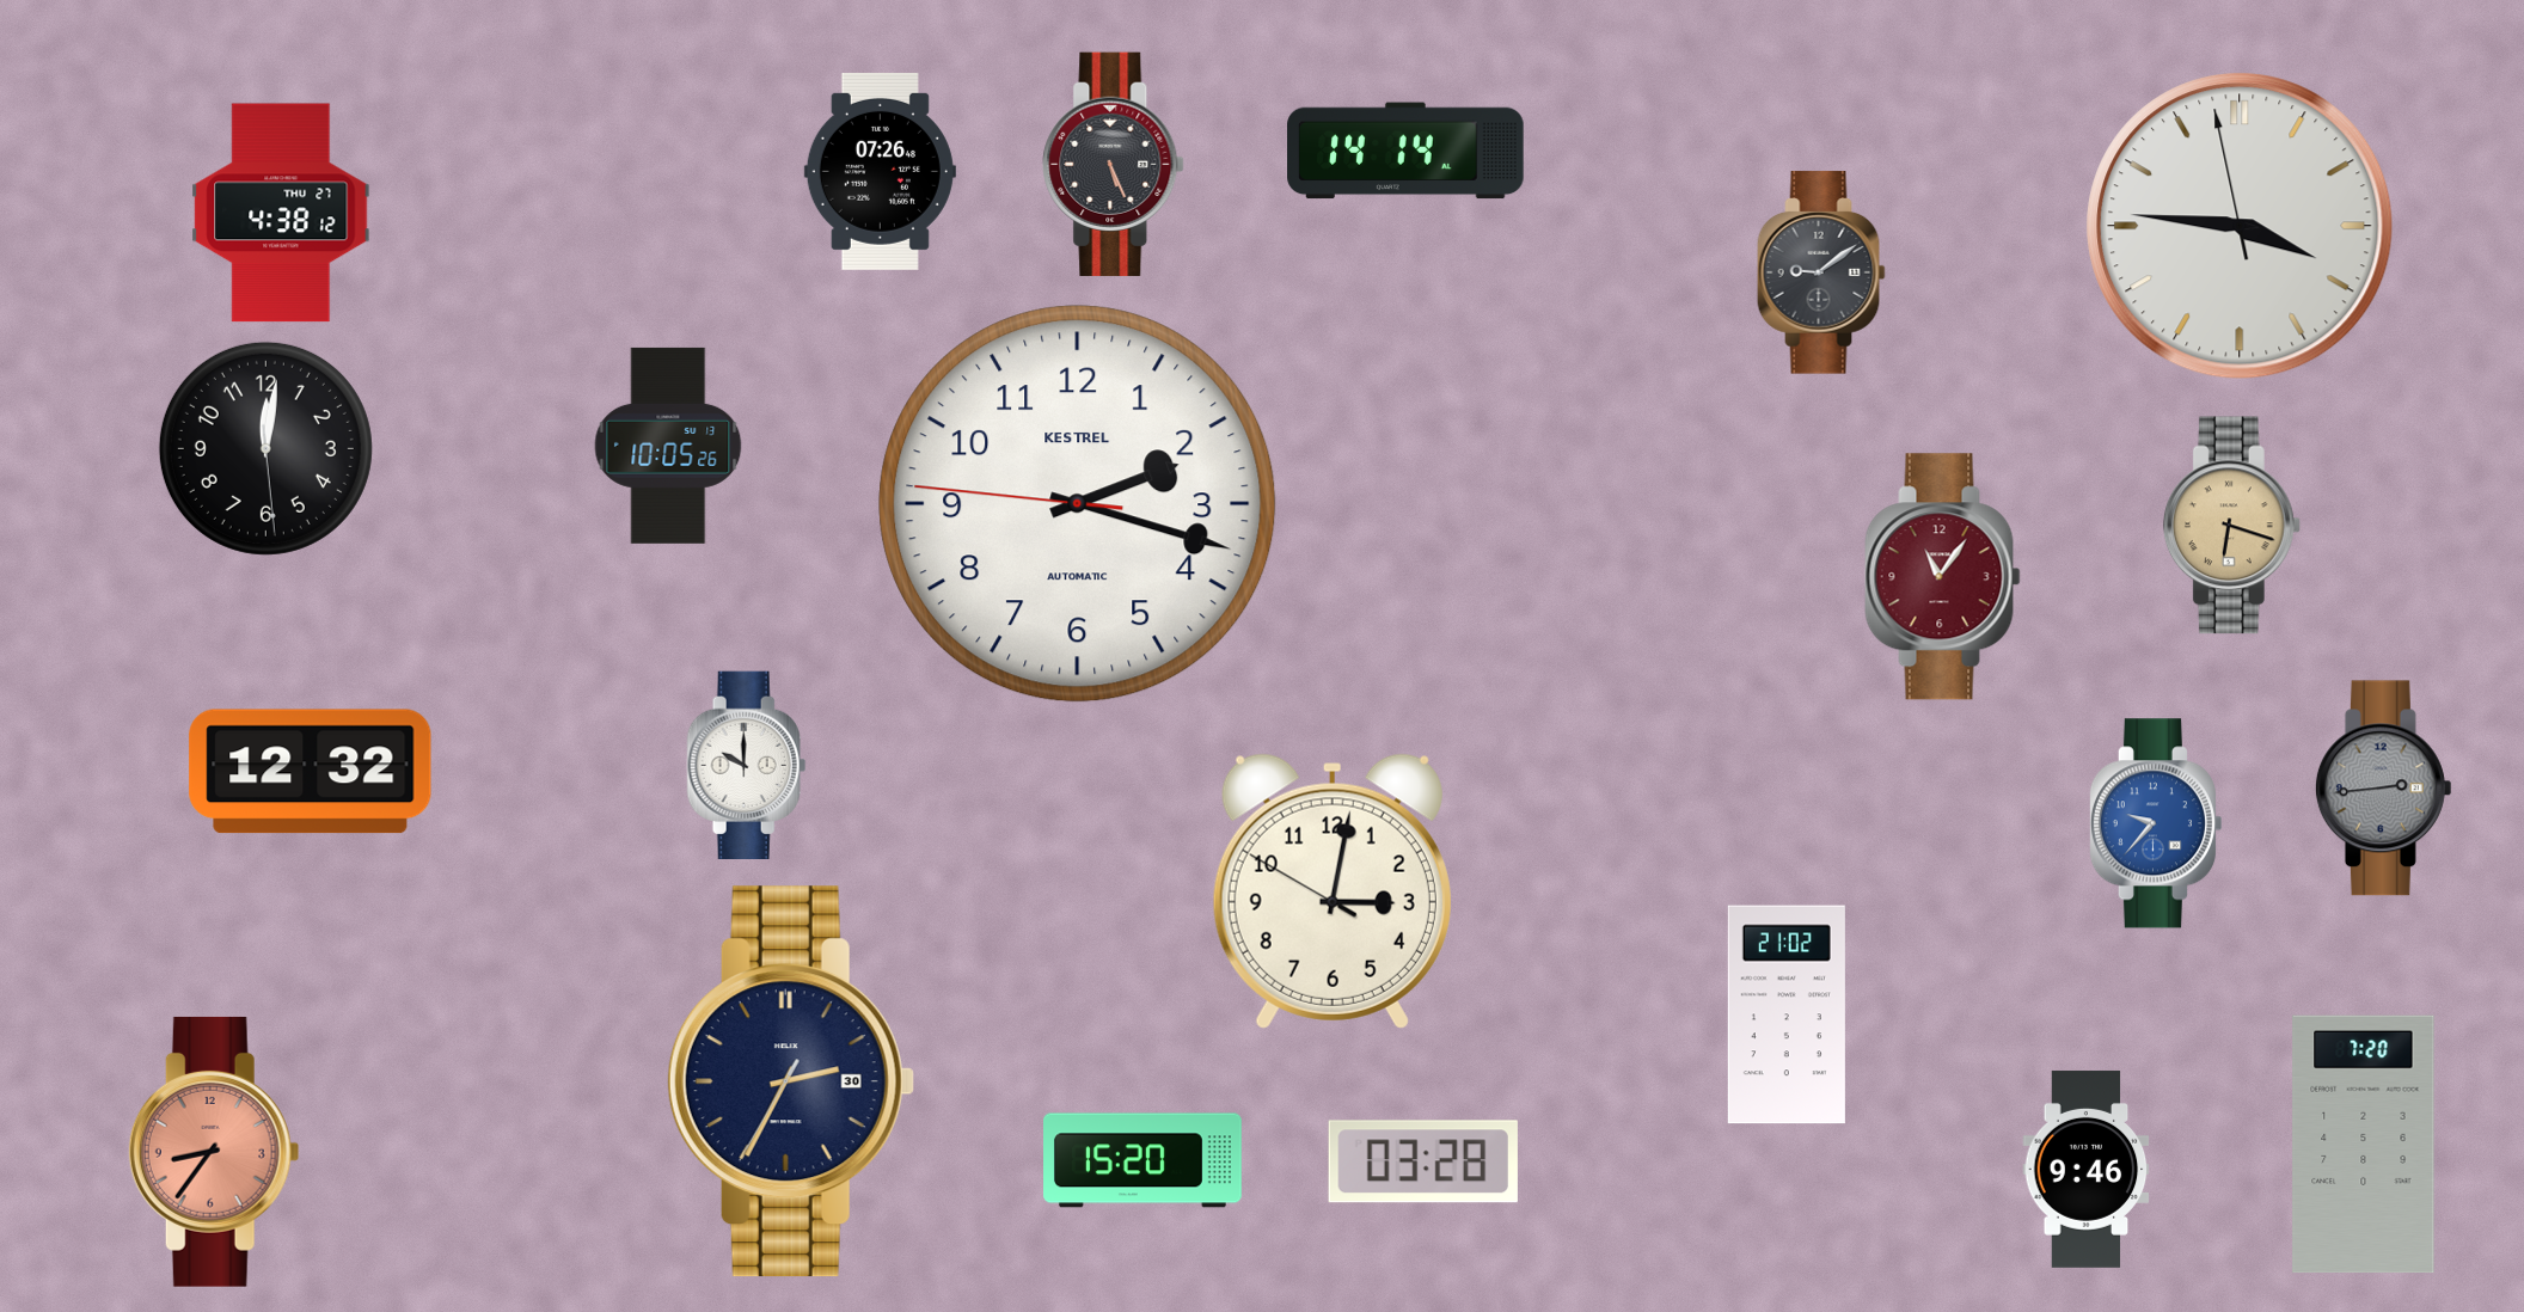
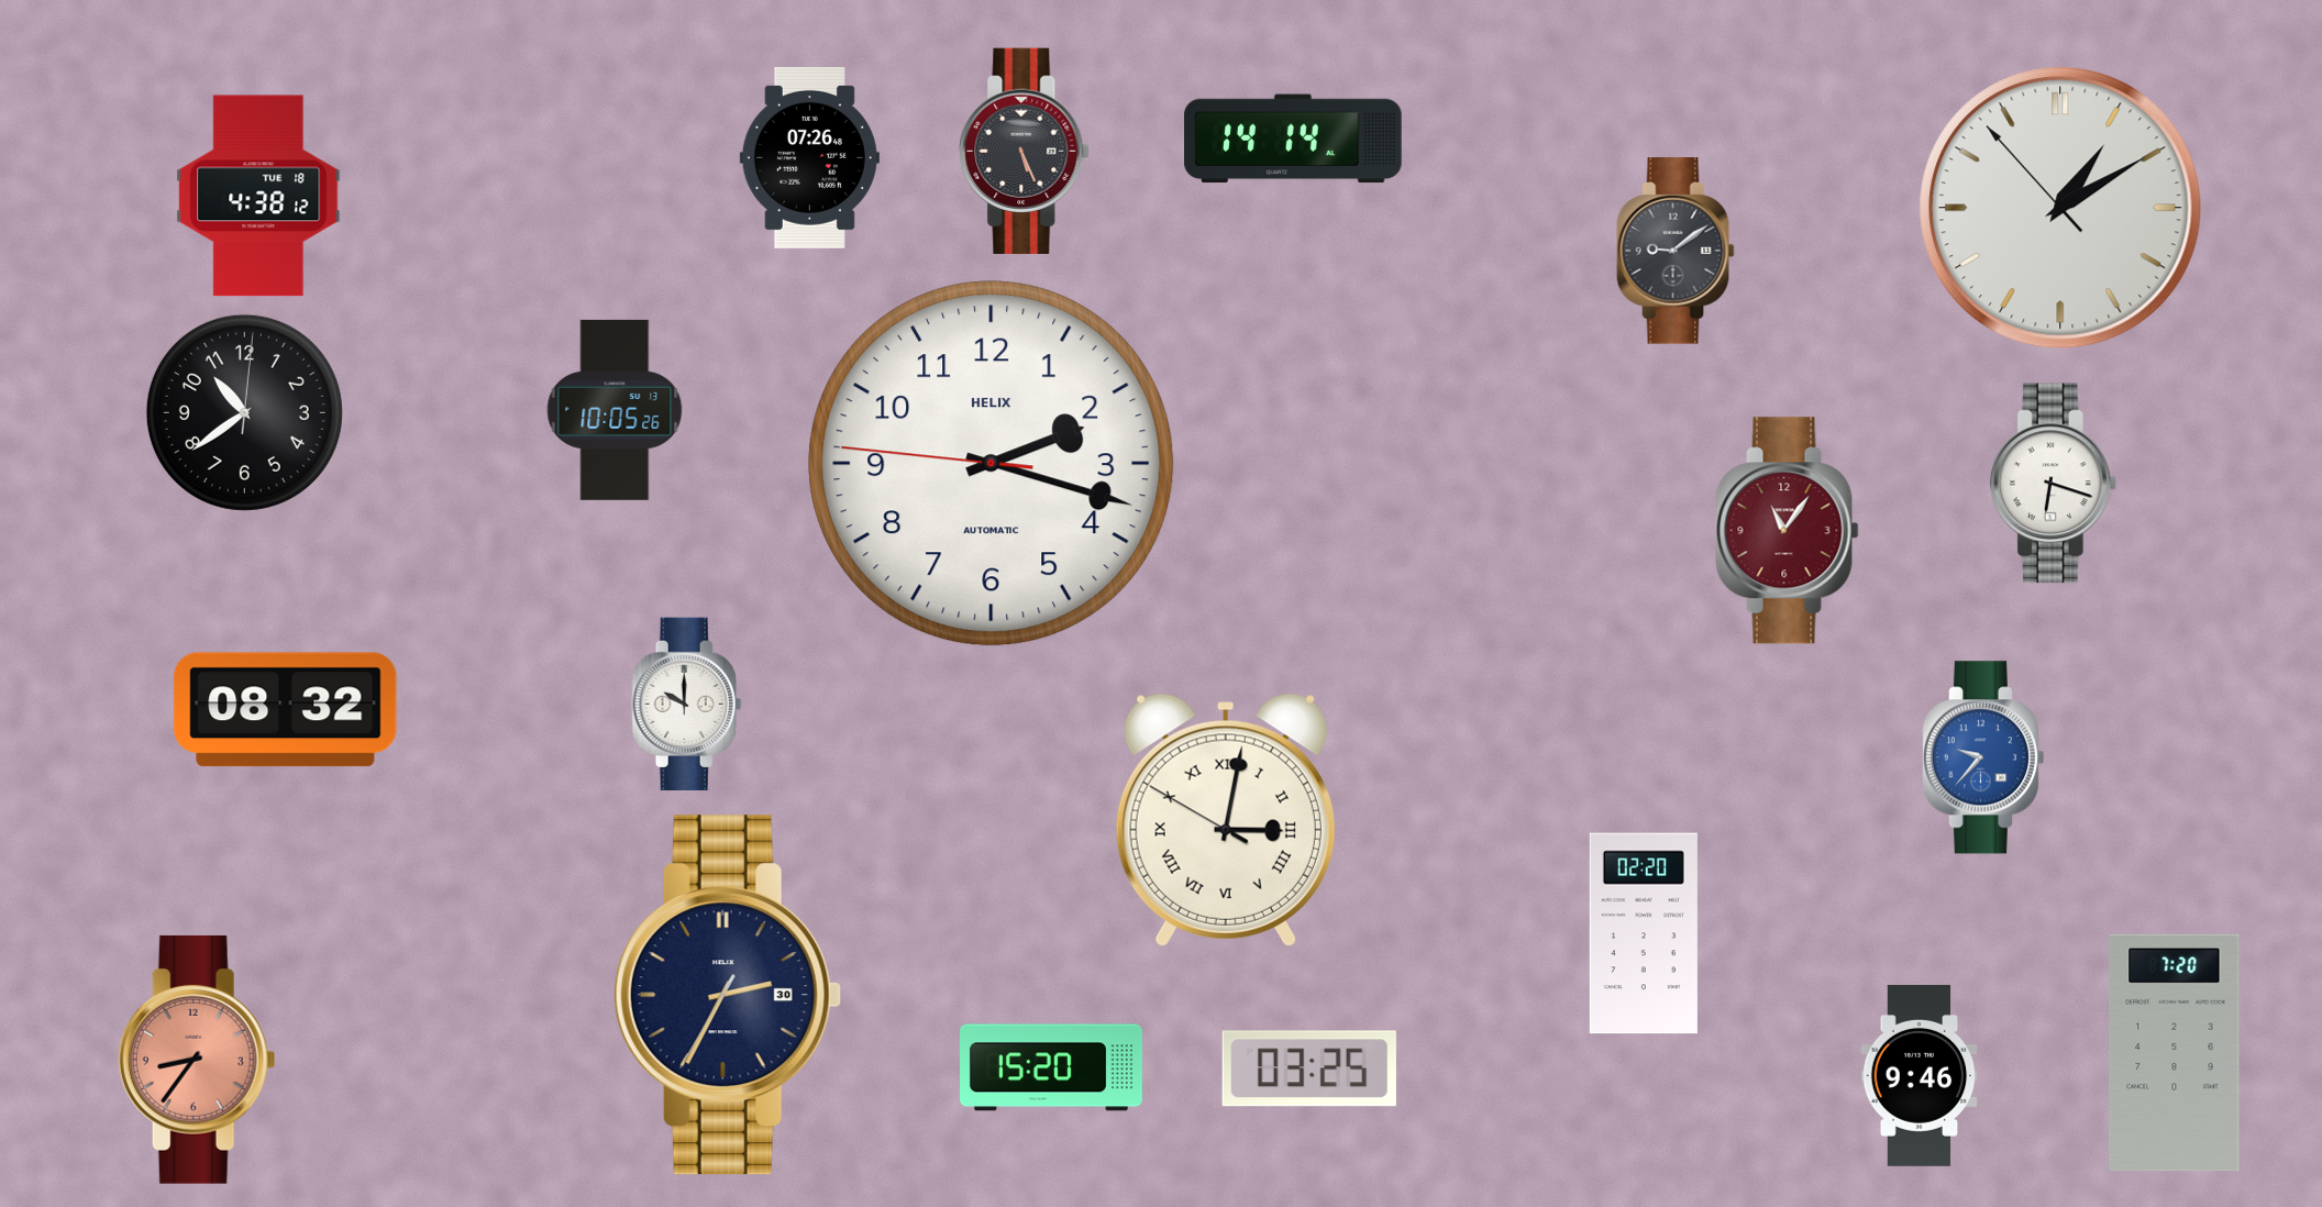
clock at (281, 213) date: THU 27 -> TUE 18
clock at (2240, 226): 3:45 -> 1:09
clock at (265, 448): 12:01 -> 10:39
clock at (1078, 504) brand: KESTREL -> HELIX
clock at (2231, 526) dial: champagne -> white
clock at (311, 772): 12:32 -> 08:32
clock at (2383, 789): 2:44 -> none
clock at (1333, 891) numerals: Arabic -> Roman
clock at (1787, 1014): 21:02 -> 02:20
clock at (1423, 1161): 03:28 -> 03:25
